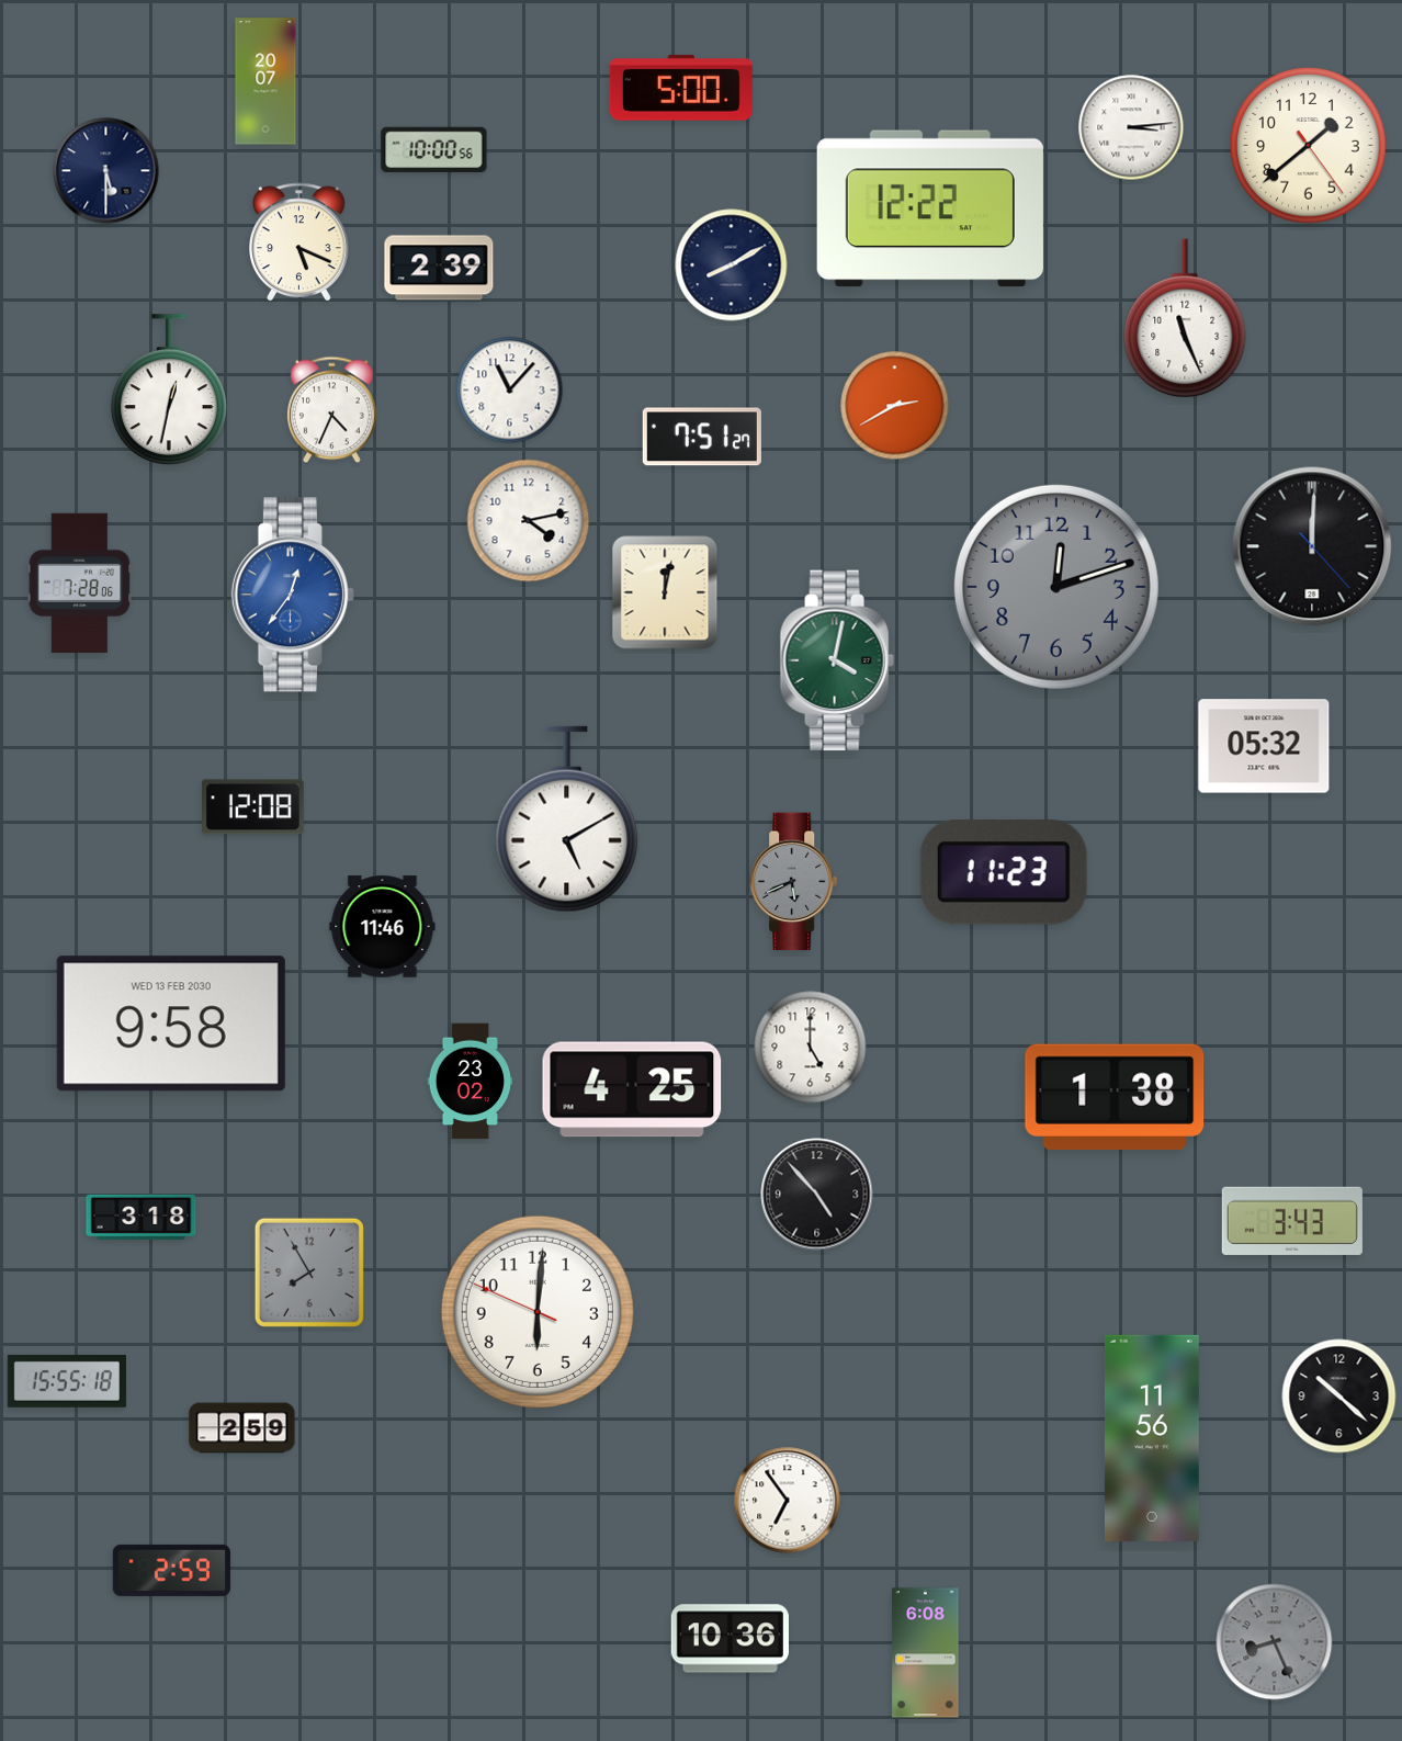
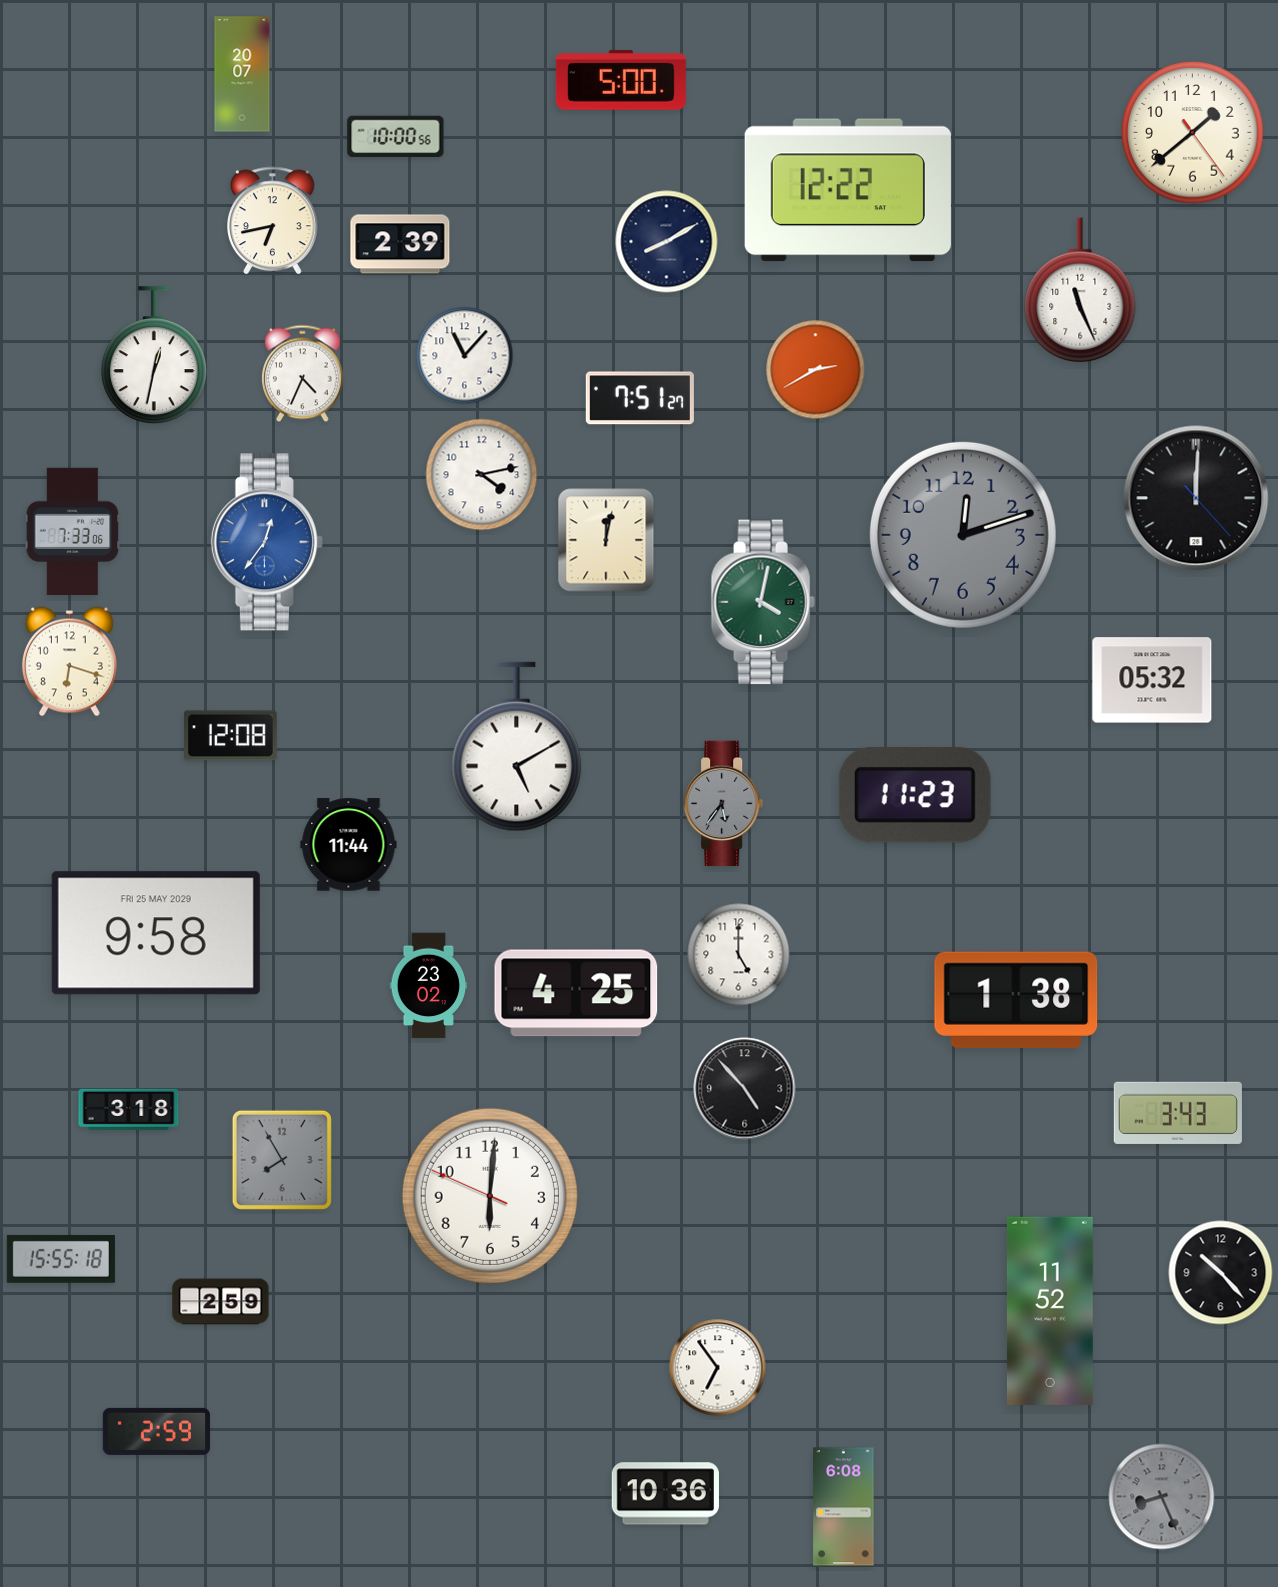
clock at (1131, 127): 3:14 -> none
clock at (106, 171): 5:30 -> none
clock at (299, 241): 5:19 -> 6:43
clock at (80, 583): 7:28 -> 7:33
clock at (69, 662): none -> 6:18
clock at (794, 882): 5:41 -> 5:36
clock at (383, 927): 11:46 -> 11:44
clock at (171, 1024) date: WED 13 FEB 2030 -> FRI 25 MAY 2029
clock at (1339, 1397): 10:22 -> 10:23
clock at (1152, 1438): 11:56 -> 11:52
